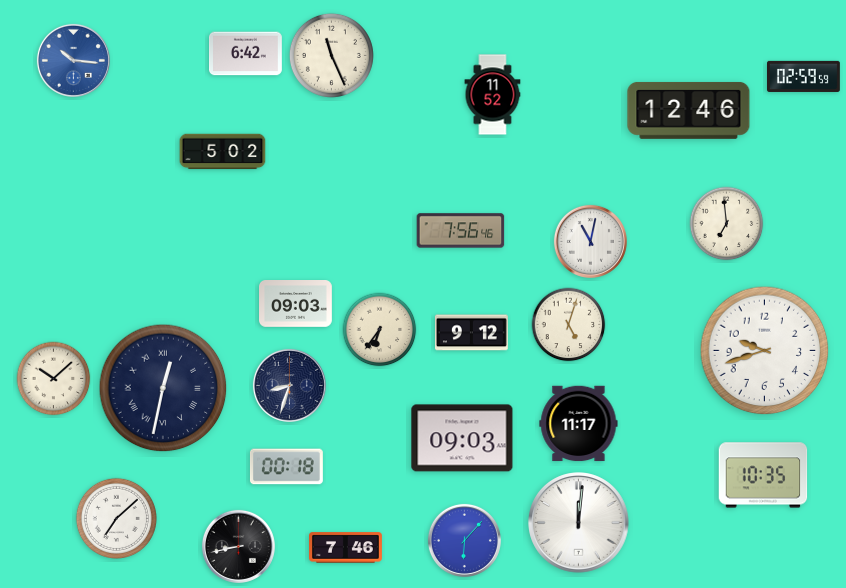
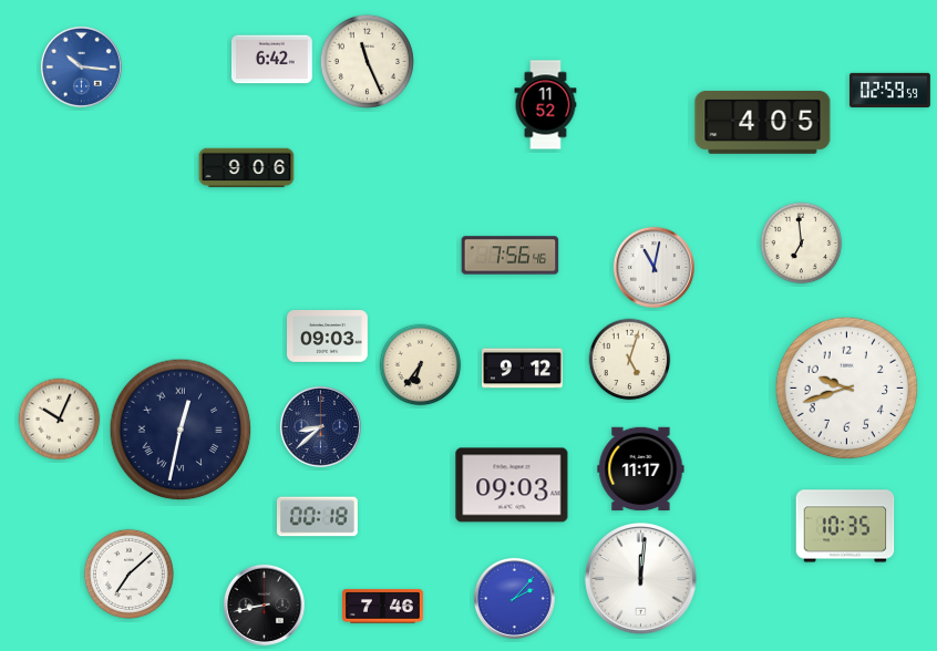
clock at (804, 76) position: (804, 76) -> (890, 90)
clock at (689, 110): 12:46 -> 4:05
clock at (223, 152): 5:02 -> 9:06
clock at (727, 224) position: (727, 224) -> (802, 244)
clock at (54, 379): 10:08 -> 10:04
clock at (289, 385): 8:33 -> 8:38
clock at (464, 540): 6:07 -> 2:07
